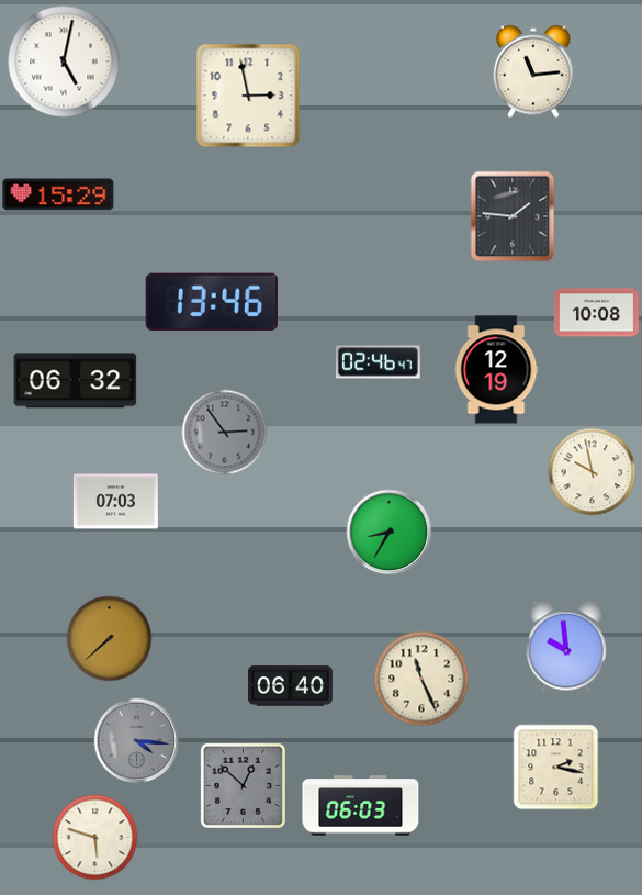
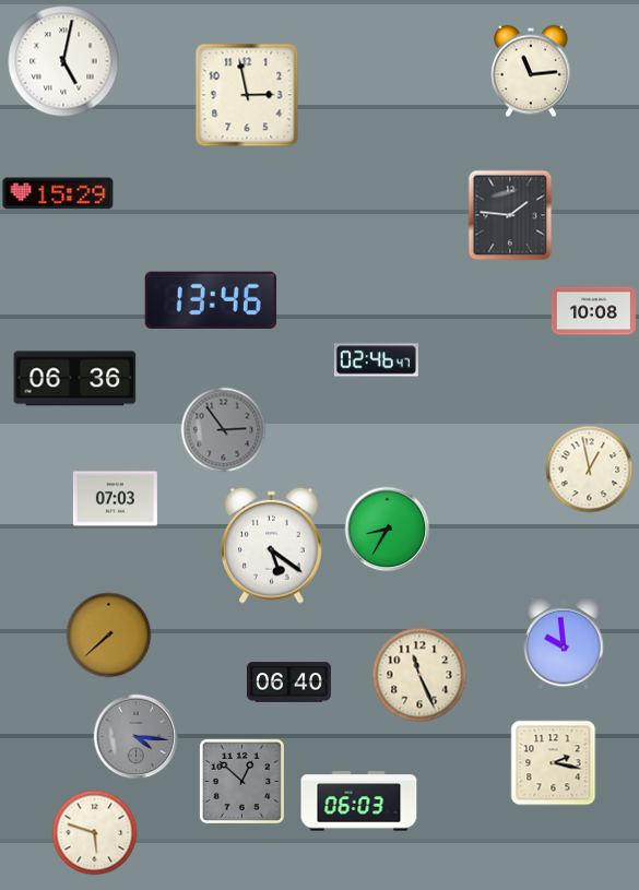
clock at (496, 370): 12:19 -> none
clock at (76, 381): 06:32 -> 06:36
clock at (592, 471): 9:58 -> 12:58
clock at (272, 545): none -> 5:21
